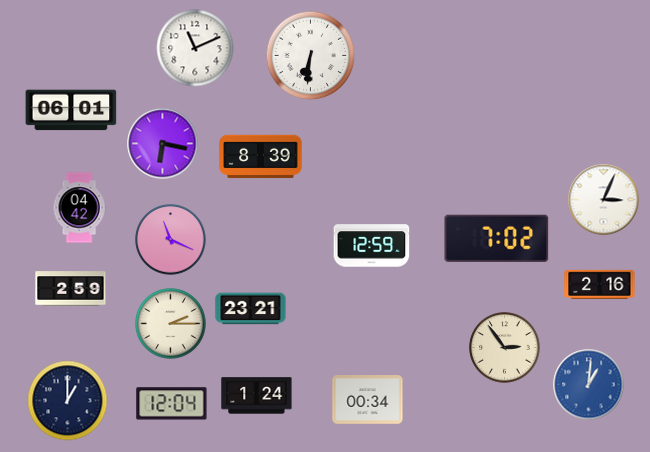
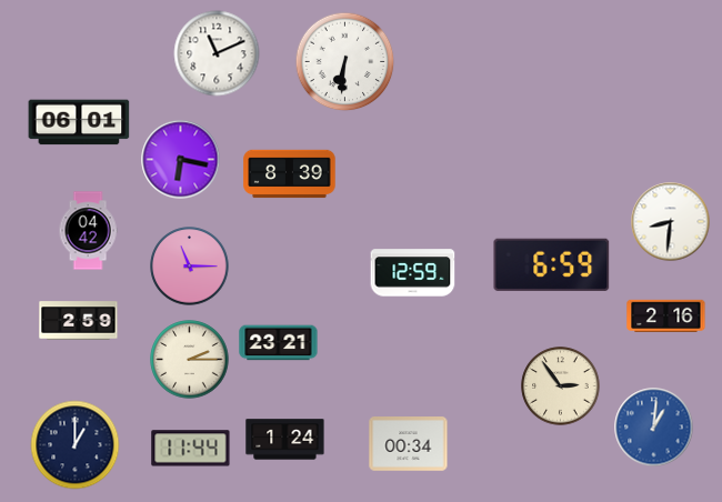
clock at (604, 200): 3:04 -> 8:31
clock at (497, 238): 7:02 -> 6:59
clock at (171, 240): 11:19 -> 11:15
clock at (172, 404): 12:04 -> 11:44
